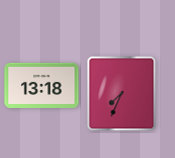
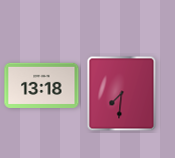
clock at (122, 94): 7:34 -> 7:31
